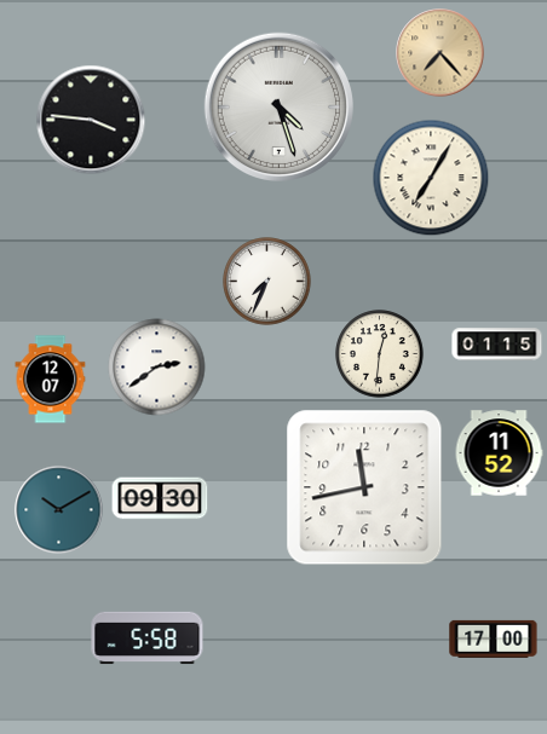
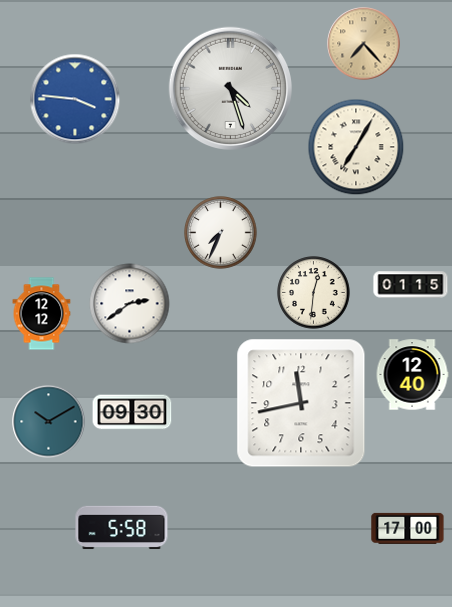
clock at (91, 120) dial: black -> blue
clock at (51, 380): 12:07 -> 12:12
clock at (499, 453): 11:52 -> 12:40
